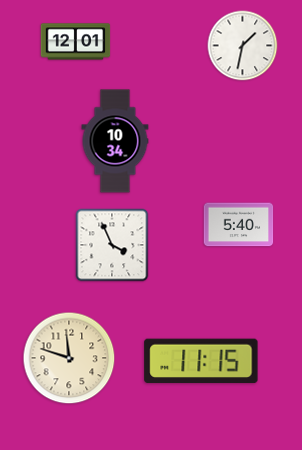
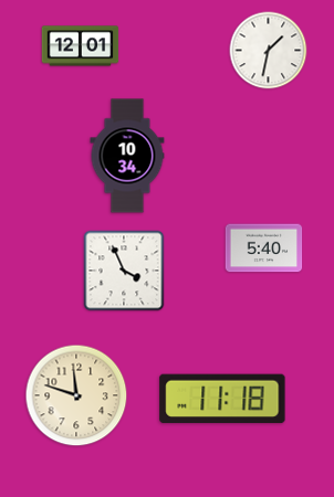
clock at (76, 42) position: (76, 42) -> (81, 46)
clock at (201, 361): 11:15 -> 11:18
